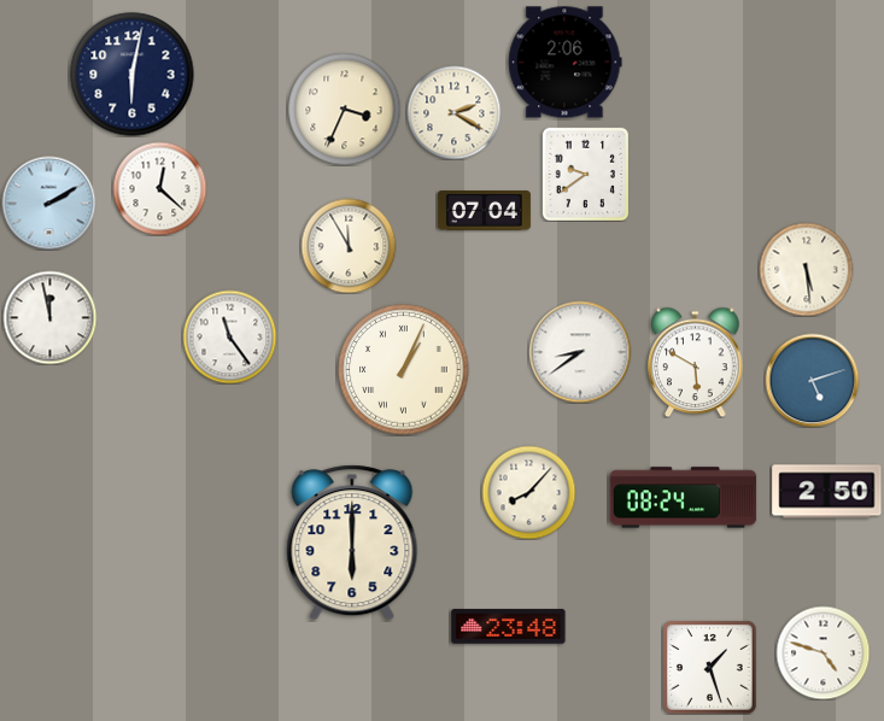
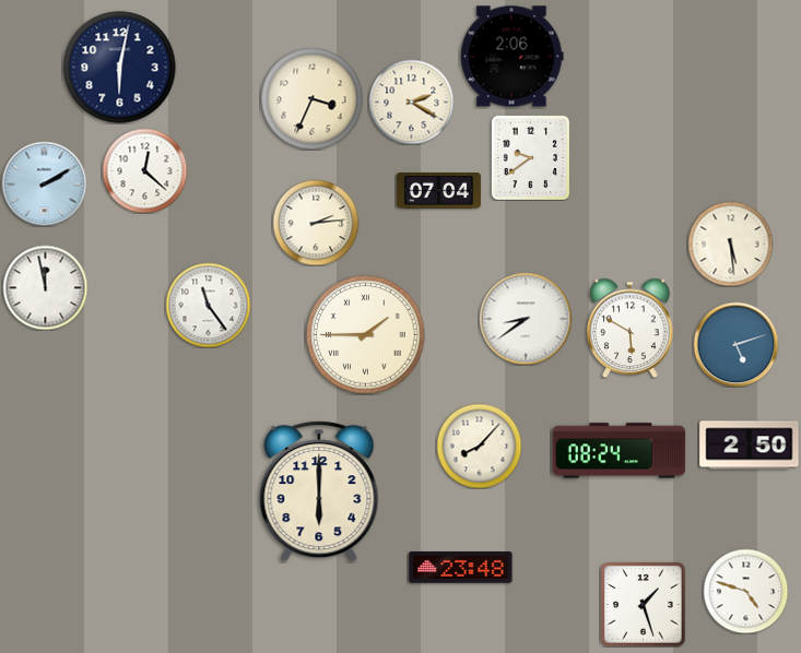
clock at (349, 246): 11:55 -> 2:14
clock at (404, 370): 1:04 -> 1:45
